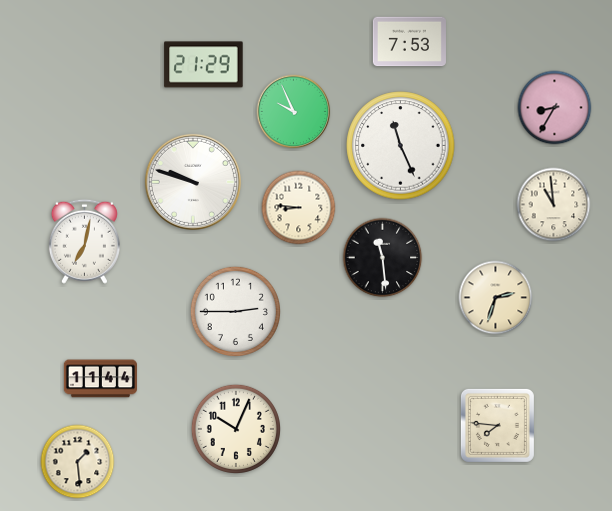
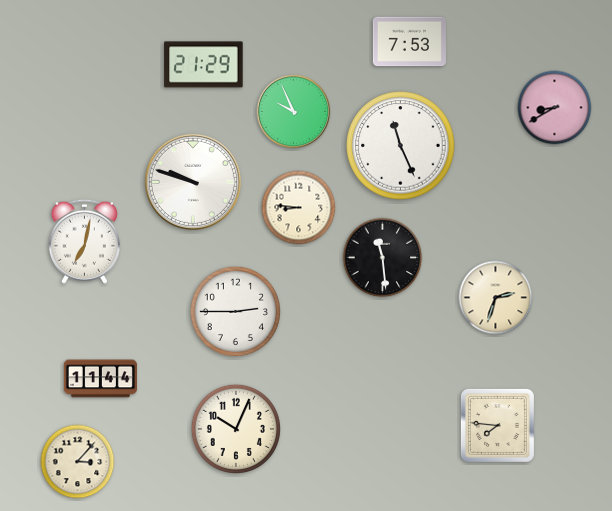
clock at (555, 108): 8:35 -> 8:40
clock at (554, 205): 10:59 -> none
clock at (78, 462): 1:29 -> 3:07
